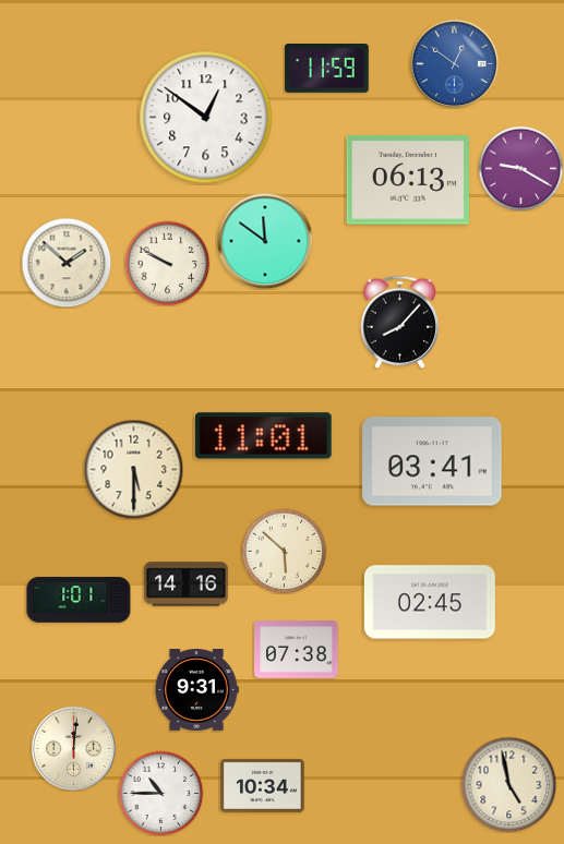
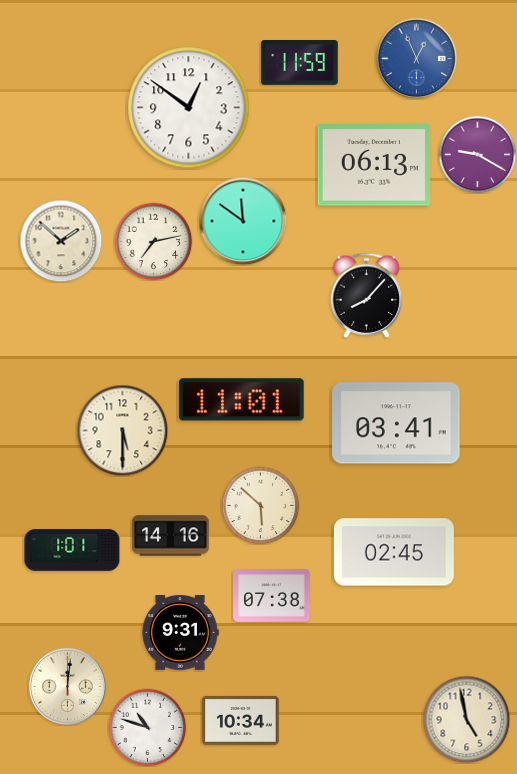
clock at (454, 63): 12:51 -> 12:56
clock at (167, 263): 9:50 -> 7:13
clock at (160, 793): 10:45 -> 10:48
